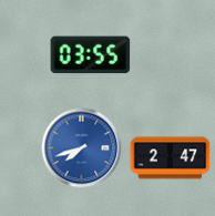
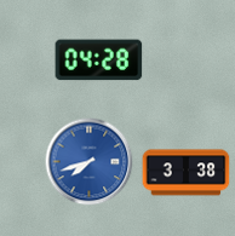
clock at (91, 55): 03:55 -> 04:28
clock at (171, 158): 2:47 -> 3:38
